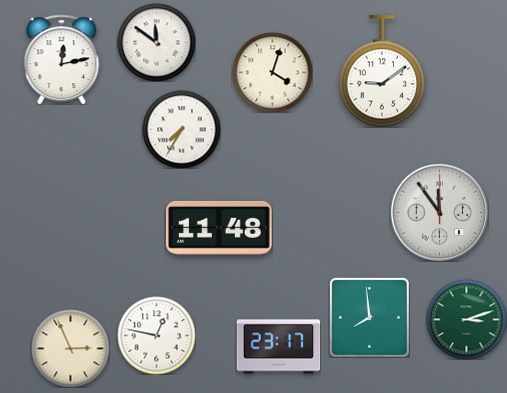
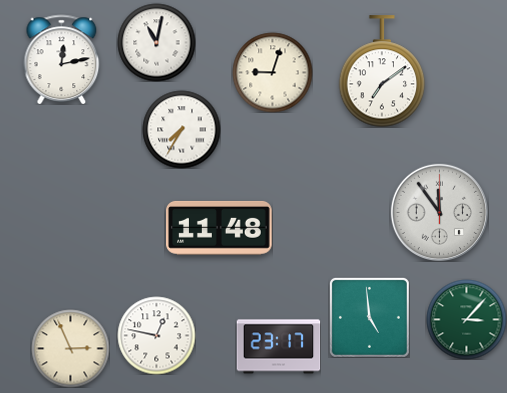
clock at (156, 42): 11:51 -> 11:02
clock at (382, 71): 9:09 -> 7:09
clock at (272, 72): 4:03 -> 9:03
clock at (369, 317): 7:59 -> 4:59
clock at (466, 319): 3:12 -> 3:07
